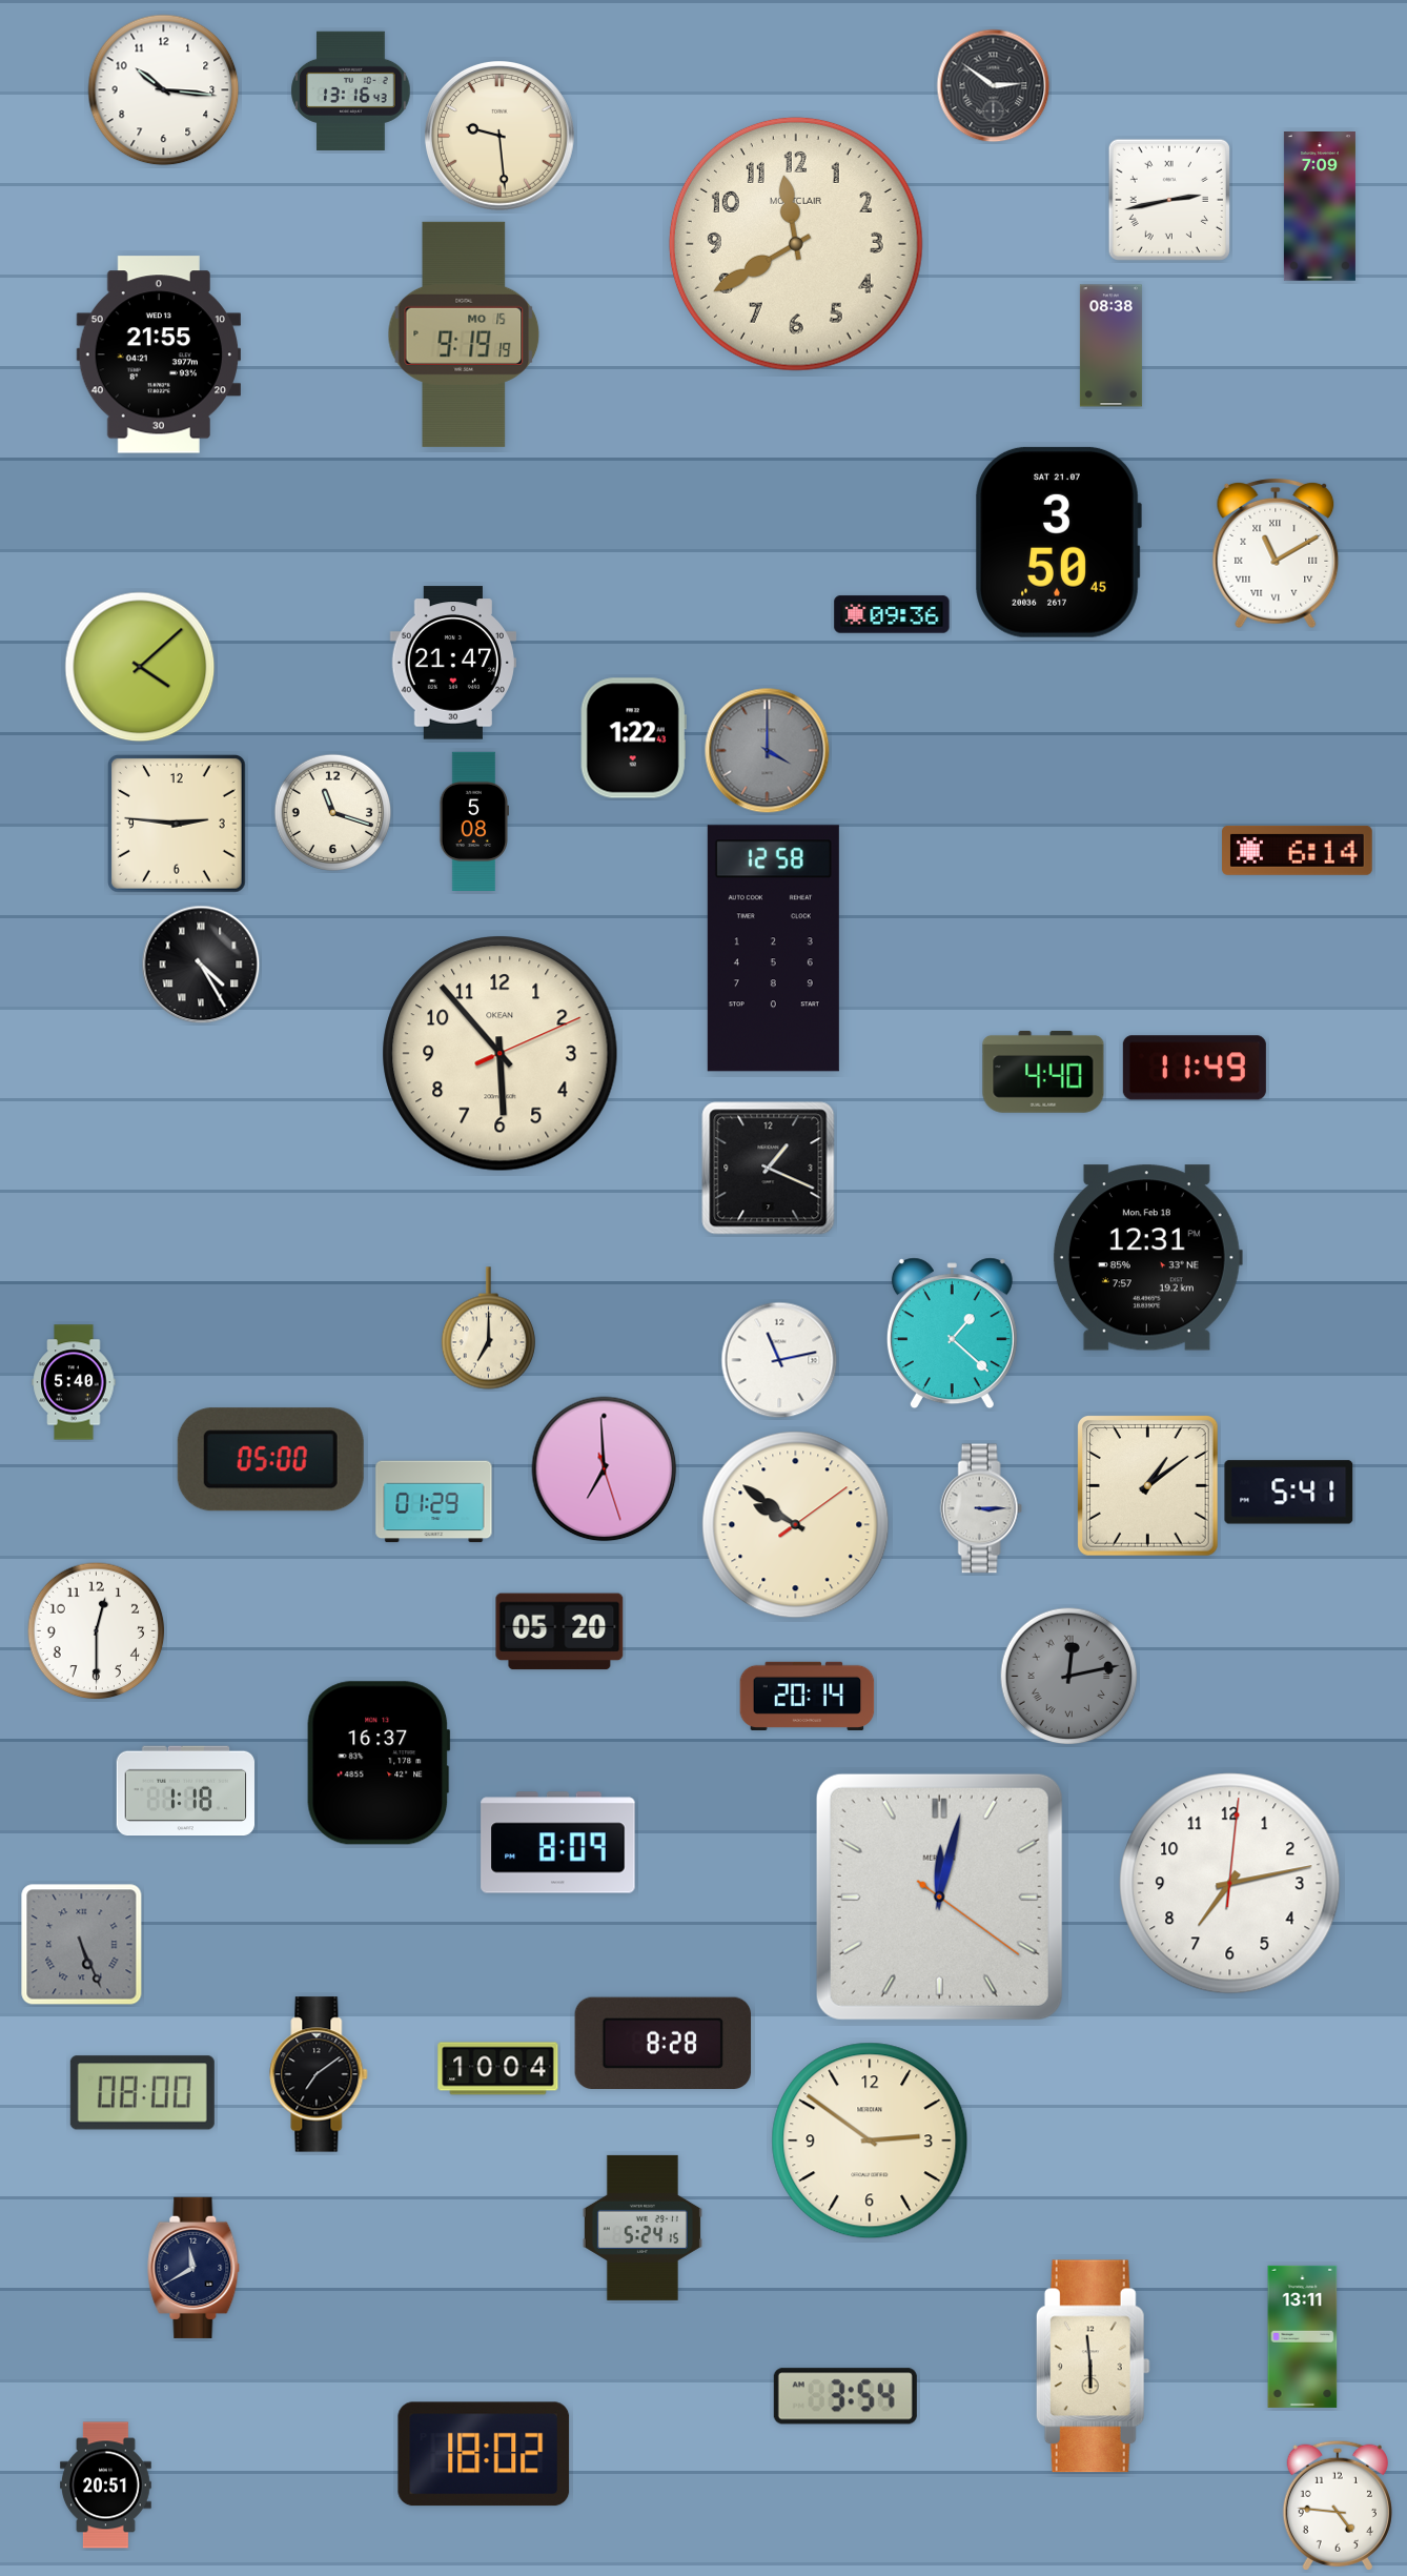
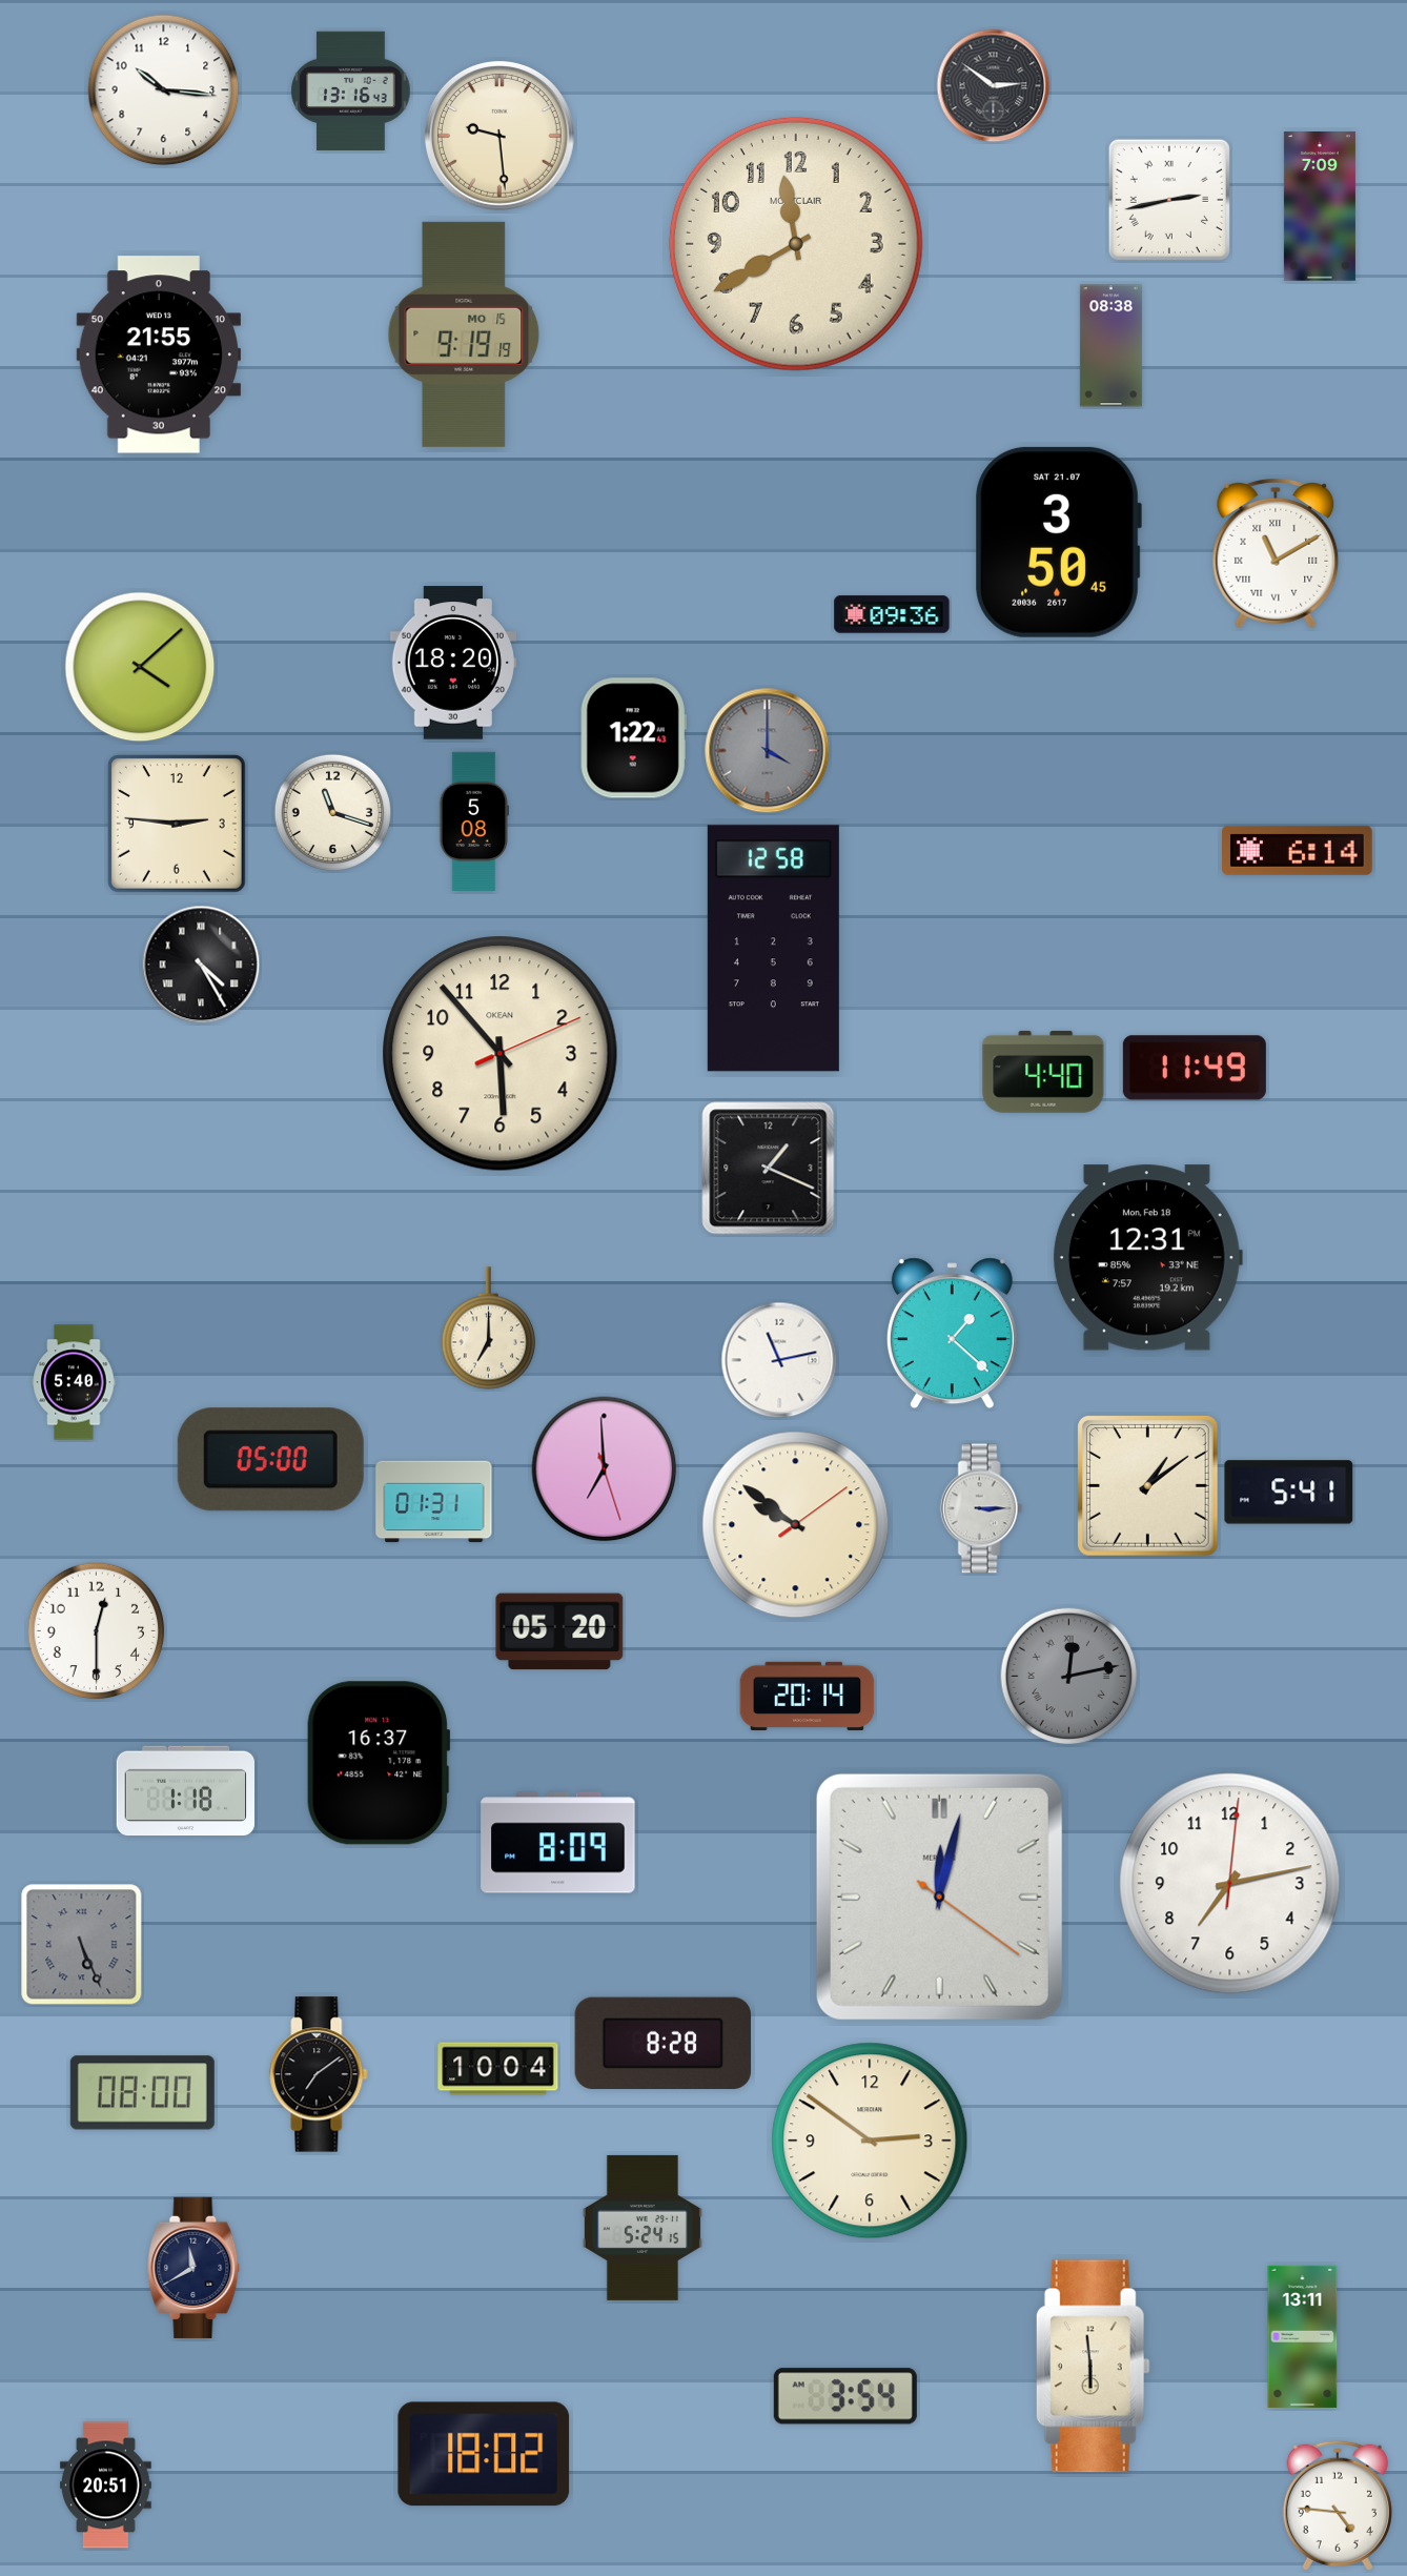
clock at (452, 663): 21:47 -> 18:20
clock at (434, 1502): 01:29 -> 01:31
